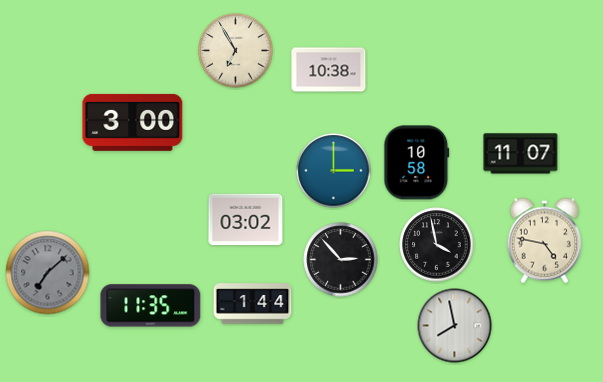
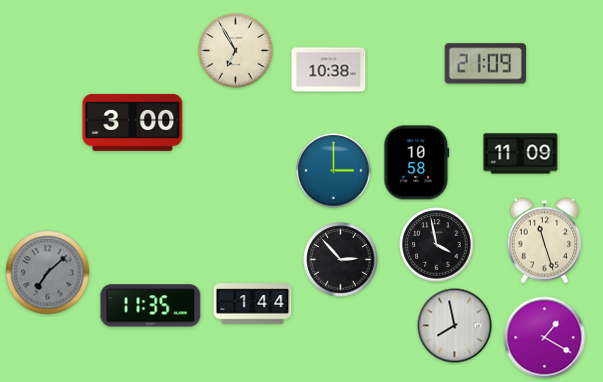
clock at (486, 64): none -> 21:09
clock at (521, 154): 11:07 -> 11:09
clock at (246, 220): 03:02 -> none
clock at (545, 241): 4:47 -> 11:27
clock at (545, 338): none -> 1:20
